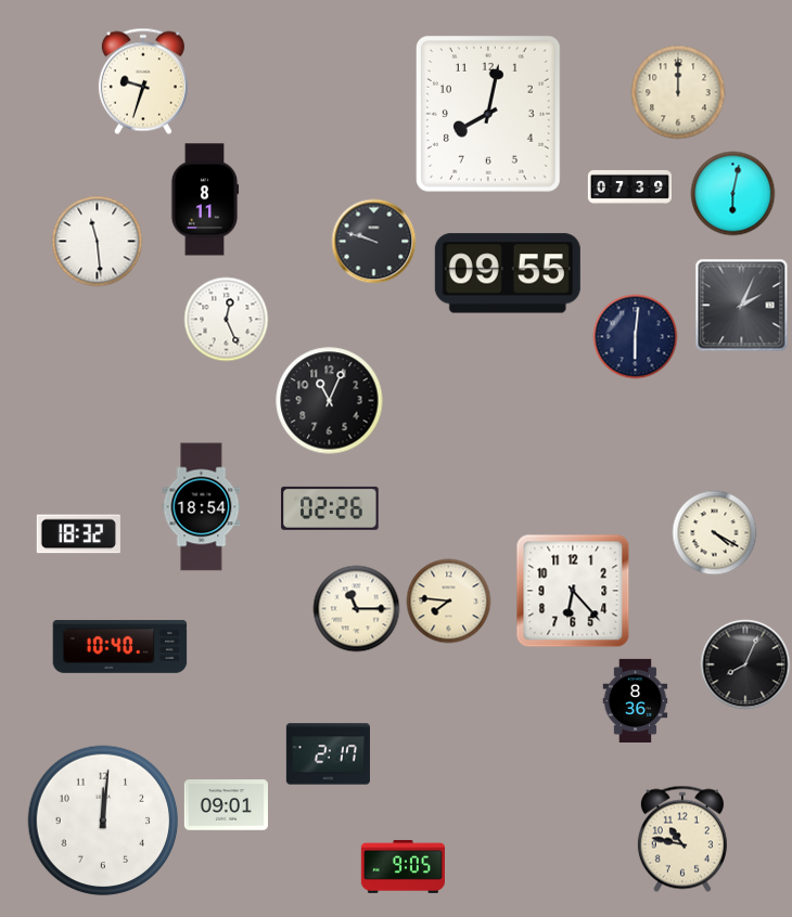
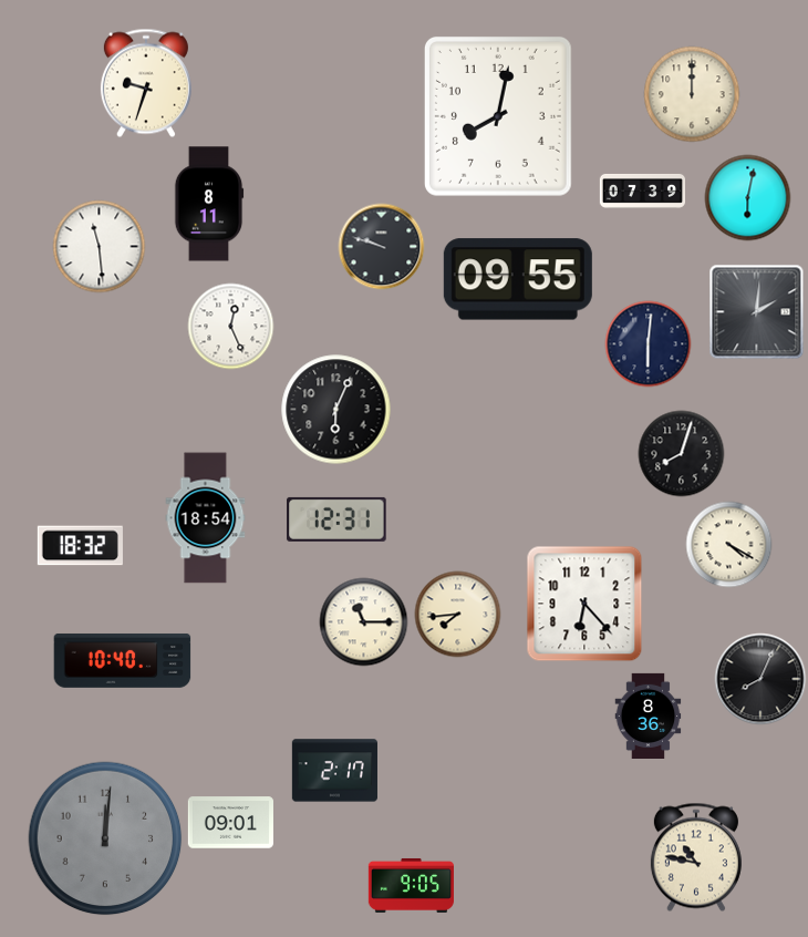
clock at (741, 305): 2:04 -> 2:01
clock at (330, 401): 11:04 -> 6:04
clock at (681, 453): none -> 8:03
clock at (330, 508): 02:26 -> 12:31
clock at (448, 600): 7:46 -> 7:44
clock at (103, 821) dial: white -> grey
